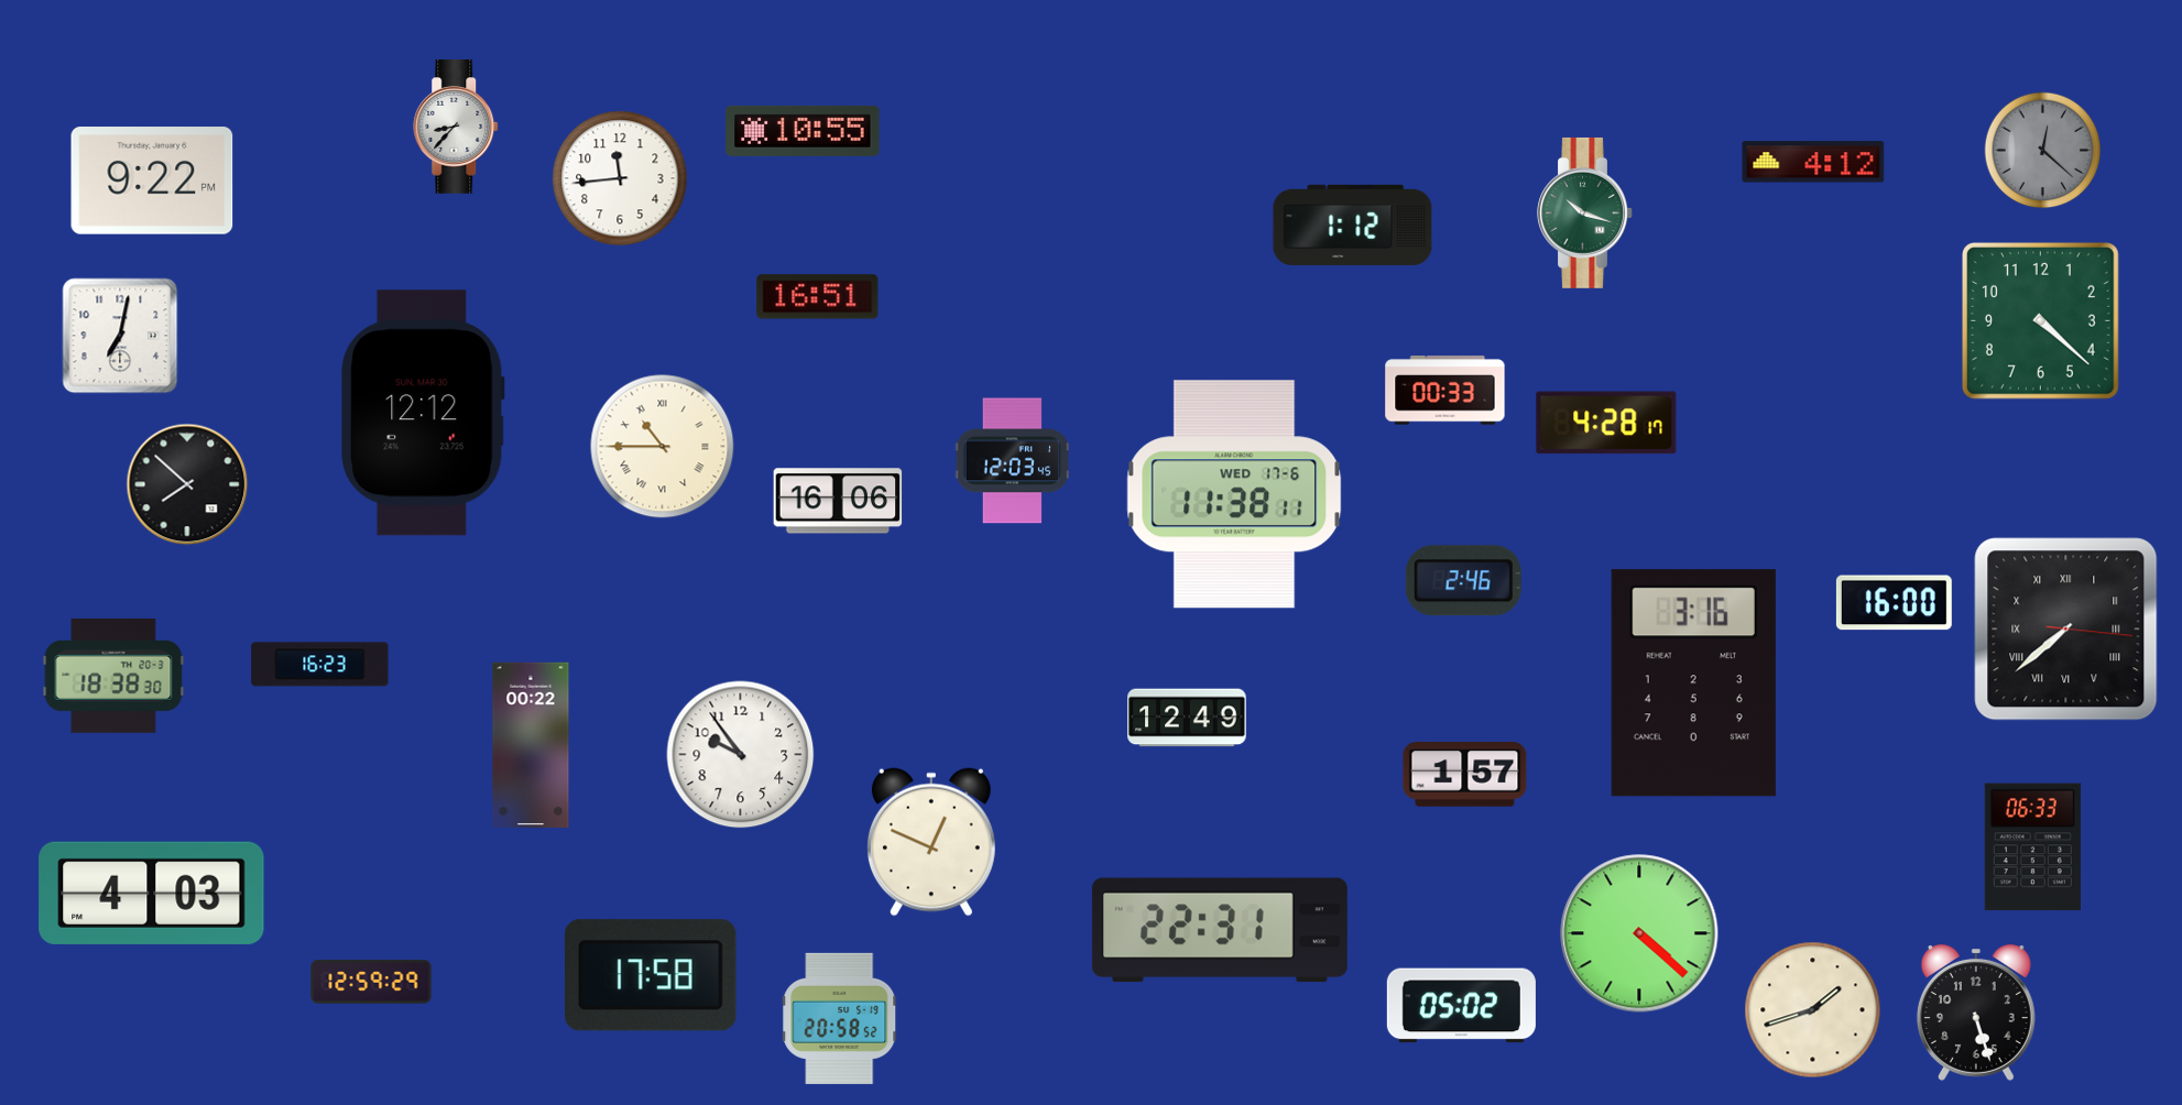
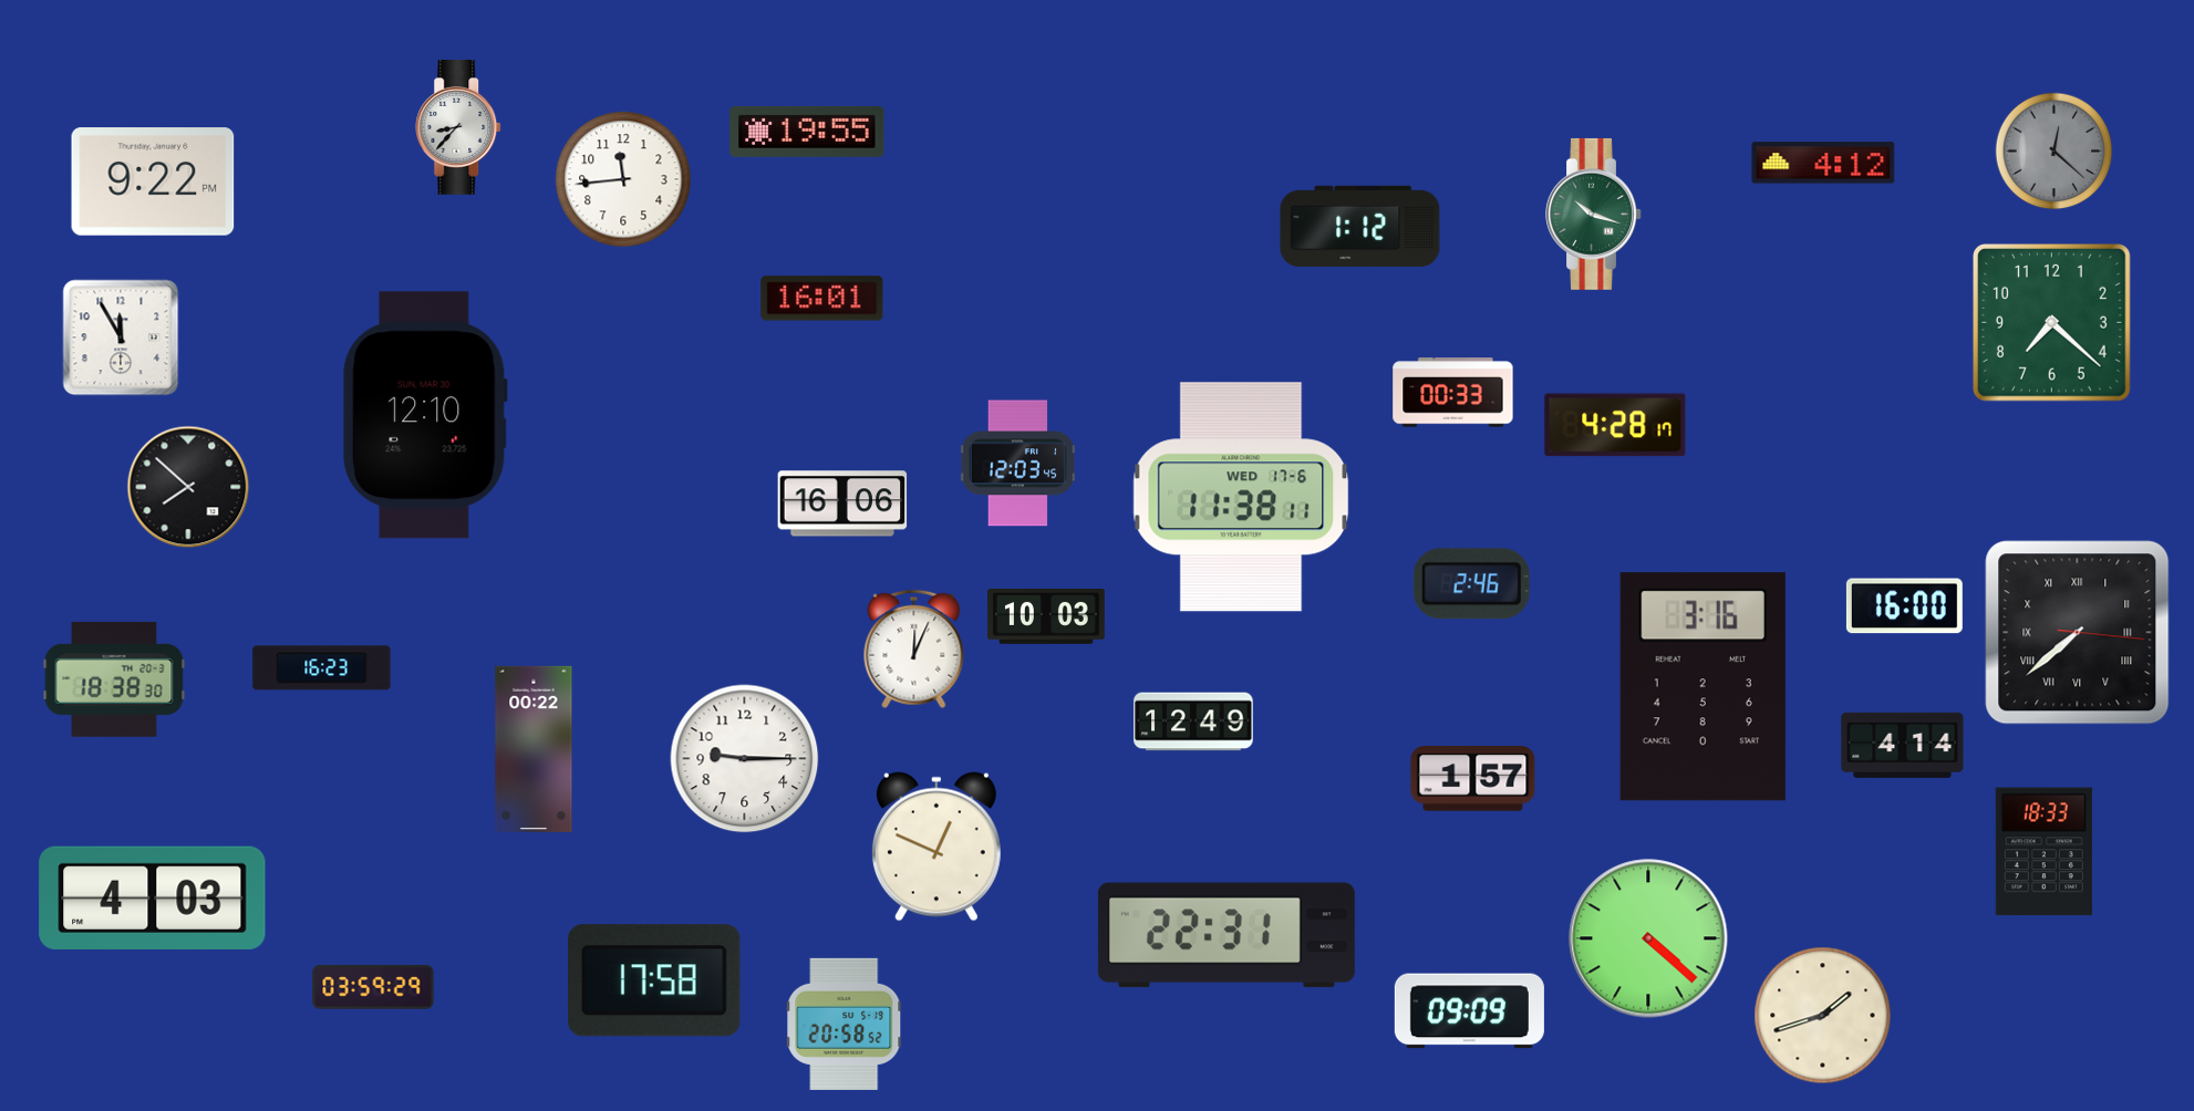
clock at (803, 131): 10:55 -> 19:55
clock at (818, 297): 16:51 -> 16:01
clock at (2040, 320): 4:22 -> 7:22
clock at (120, 336): 7:02 -> 11:55
clock at (423, 413): 12:12 -> 12:10
clock at (663, 447): 10:45 -> none
clock at (1046, 617): none -> 10:03
clock at (914, 650): none -> 12:04
clock at (1903, 745): none -> 4:14
clock at (741, 755): 9:54 -> 9:15
clock at (2032, 847): 06:33 -> 18:33
clock at (371, 982): 12:59 -> 03:59
clock at (1461, 1006): 05:02 -> 09:09
clock at (1976, 1013): 5:27 -> none
